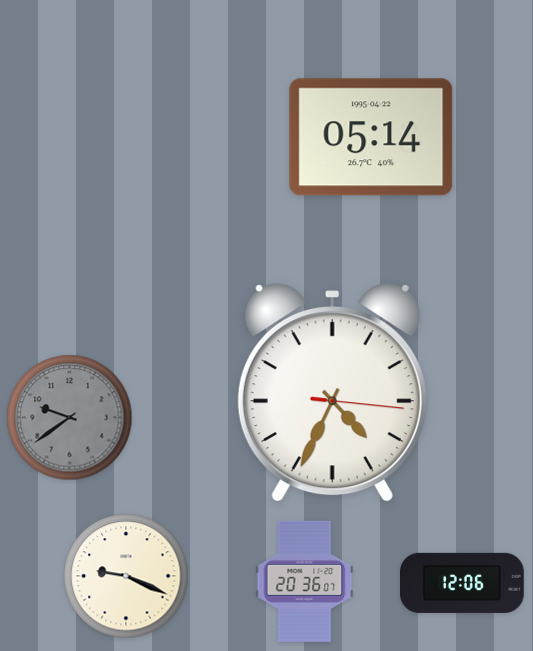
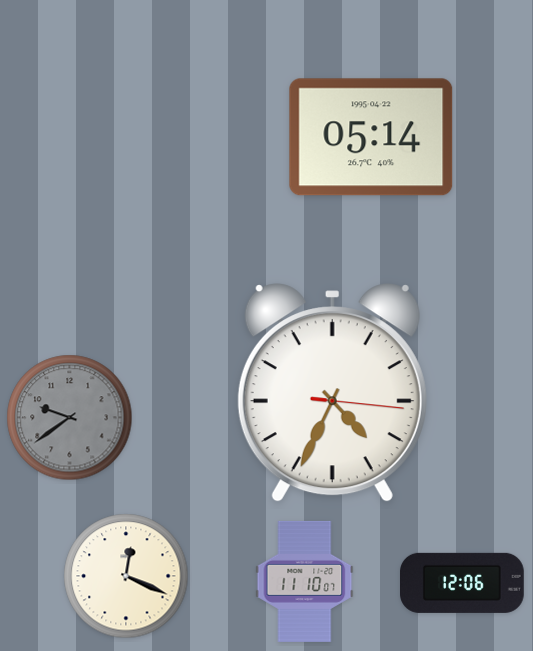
clock at (126, 576): 9:19 -> 12:19
clock at (305, 581): 20:36 -> 11:10
